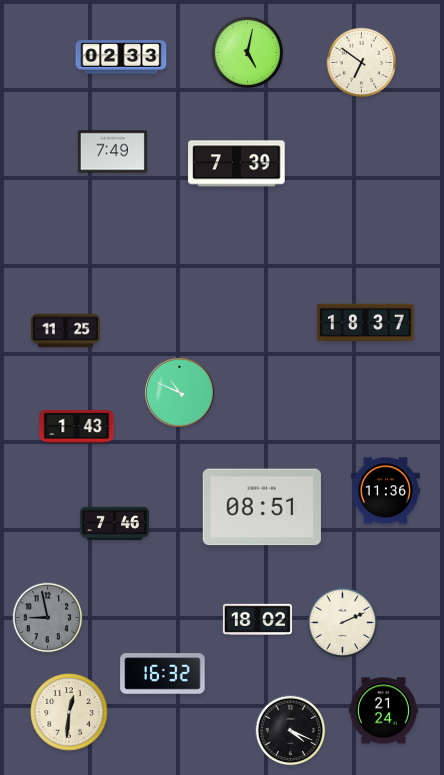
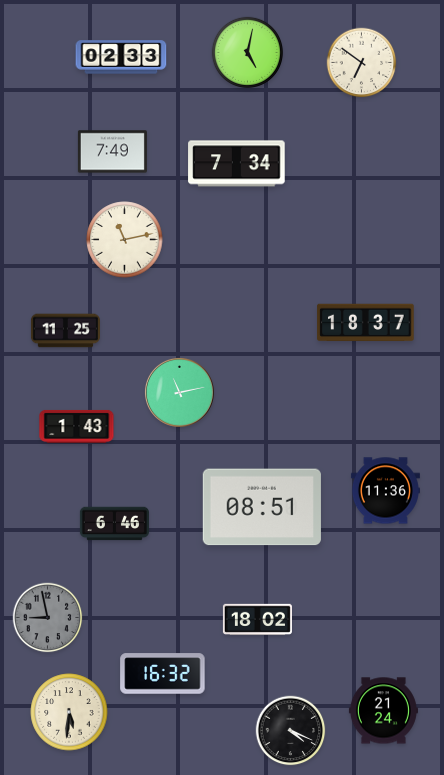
clock at (237, 164): 7:39 -> 7:34
clock at (125, 240): none -> 11:13
clock at (180, 393): 10:49 -> 11:13
clock at (114, 524): 7:46 -> 6:46
clock at (343, 623): 2:11 -> none
clock at (69, 712): 12:31 -> 5:31
